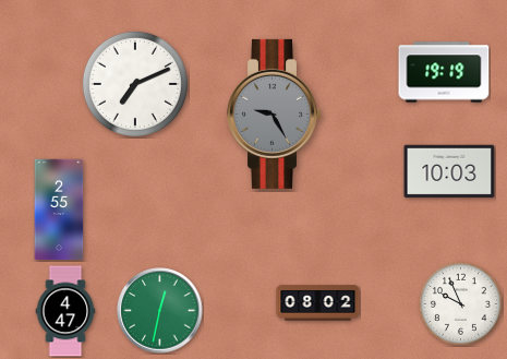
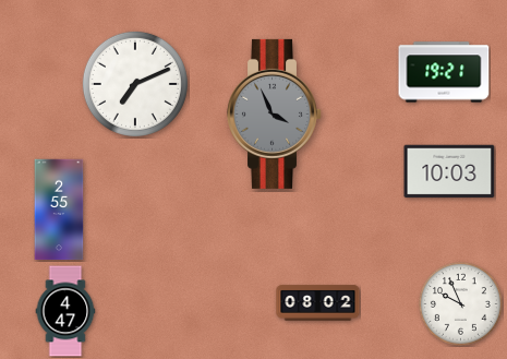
clock at (444, 72): 19:19 -> 19:21
clock at (275, 113): 9:25 -> 3:56
clock at (160, 311): 12:32 -> none
